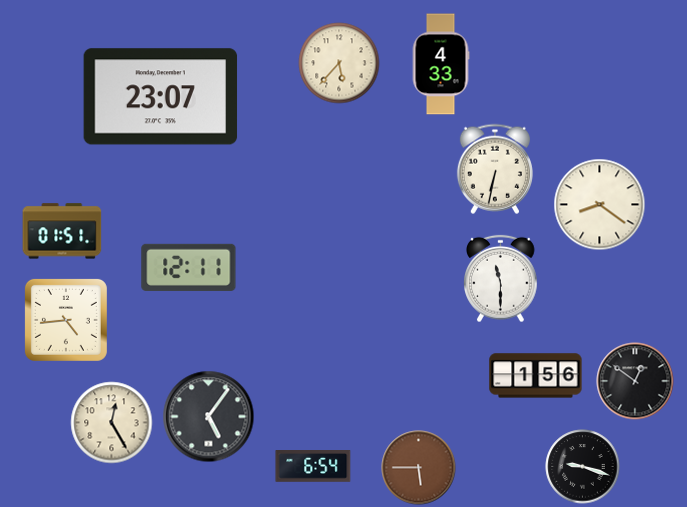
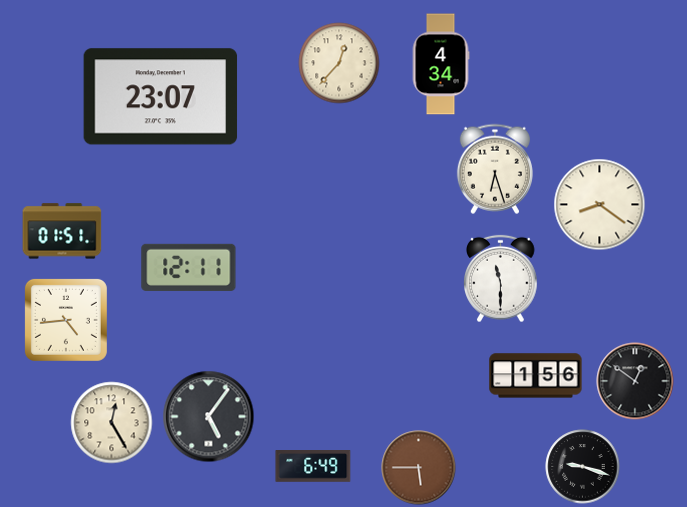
clock at (339, 63): 5:37 -> 12:37
clock at (441, 64): 4:33 -> 4:34
clock at (495, 169): 6:32 -> 6:27
clock at (313, 467): 6:54 -> 6:49
